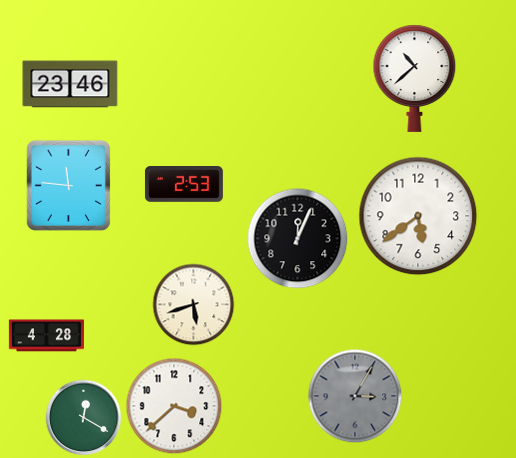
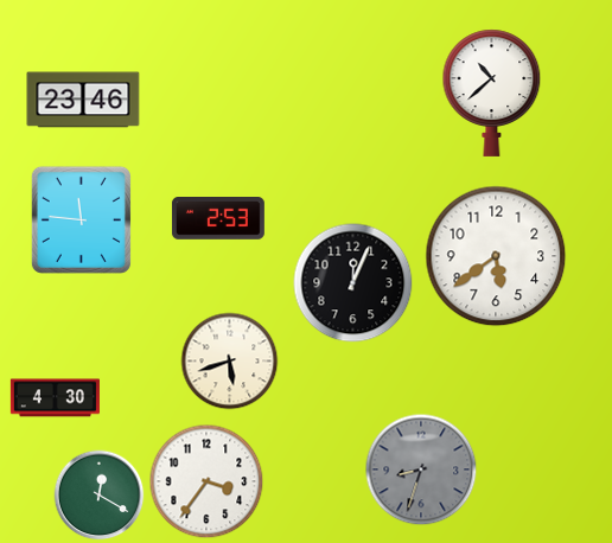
clock at (46, 336): 4:28 -> 4:30
clock at (355, 396): 3:05 -> 8:33
clock at (174, 406): 3:38 -> 3:36
